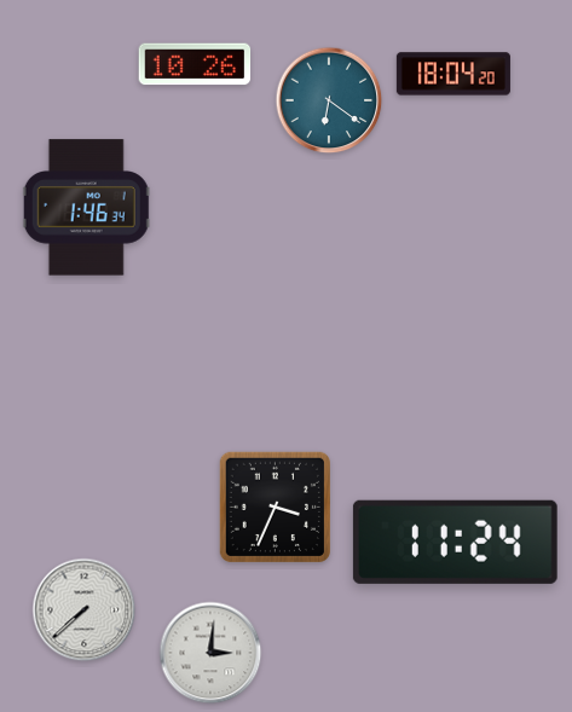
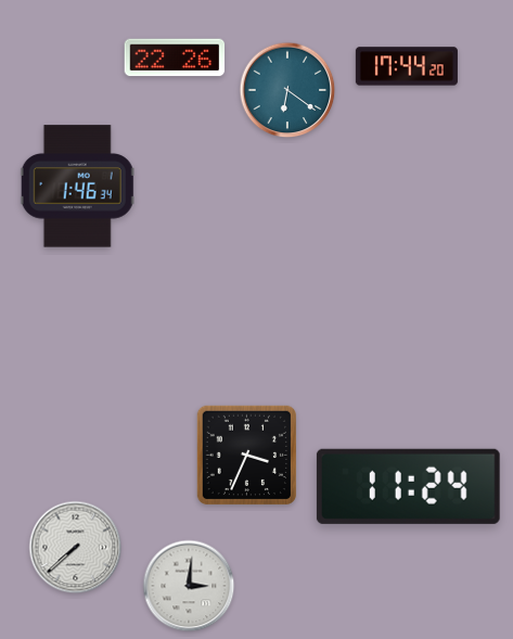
clock at (195, 64): 10:26 -> 22:26
clock at (453, 74): 18:04 -> 17:44
clock at (329, 100) position: (329, 100) -> (287, 90)
